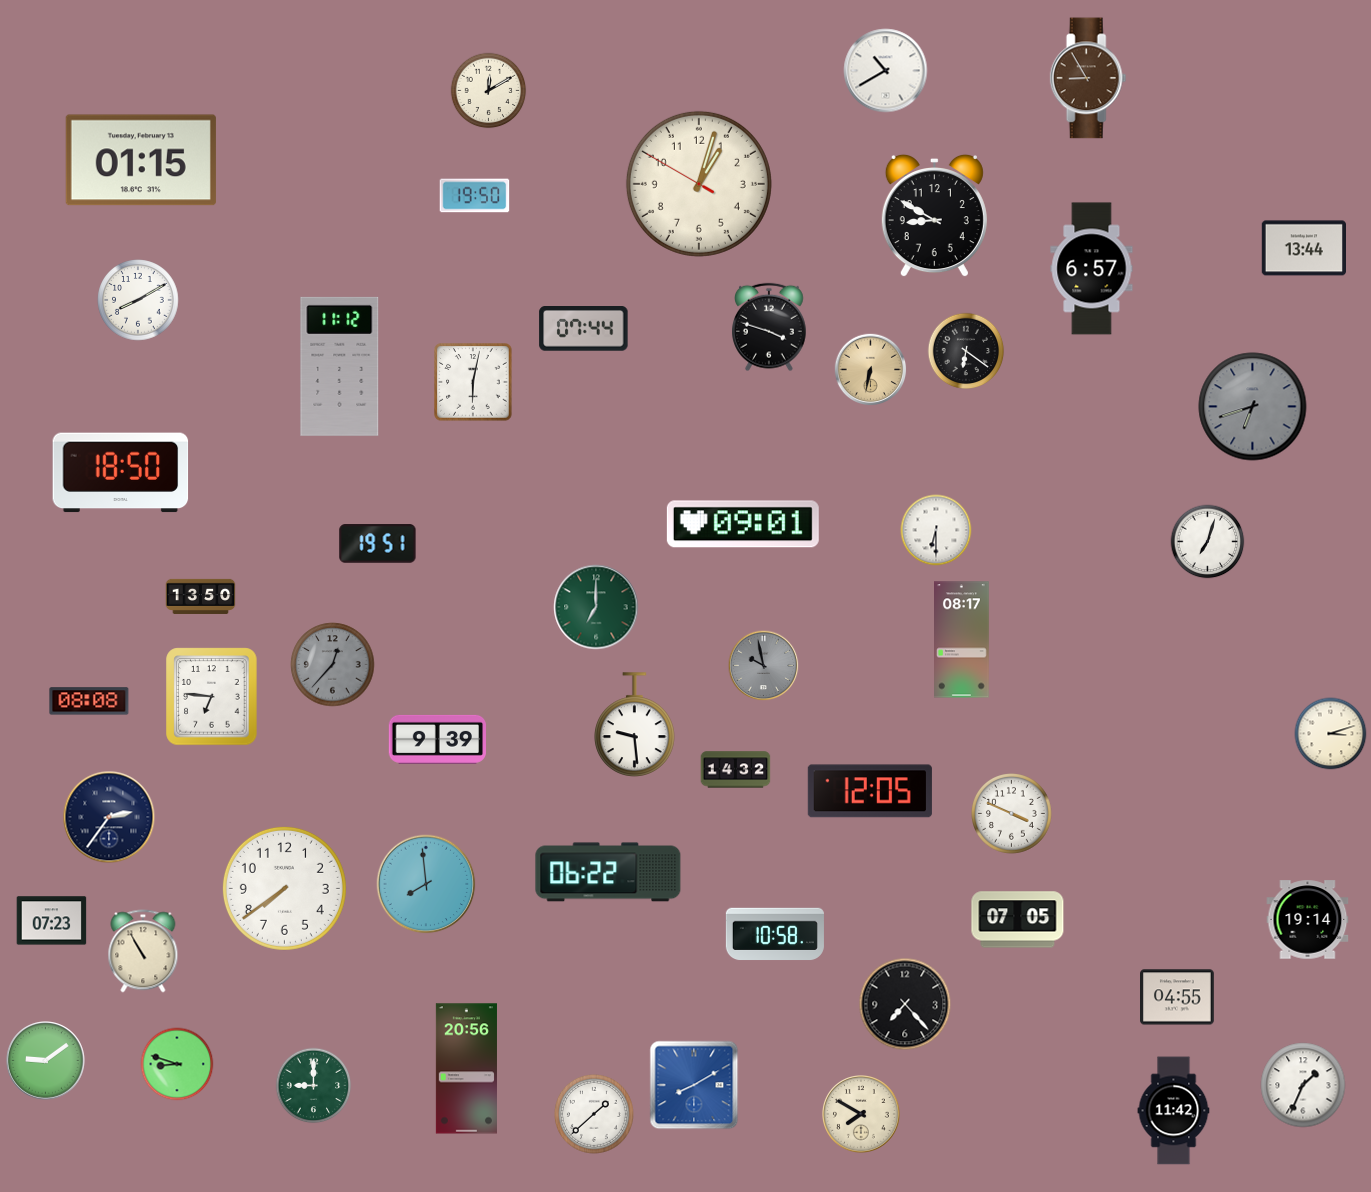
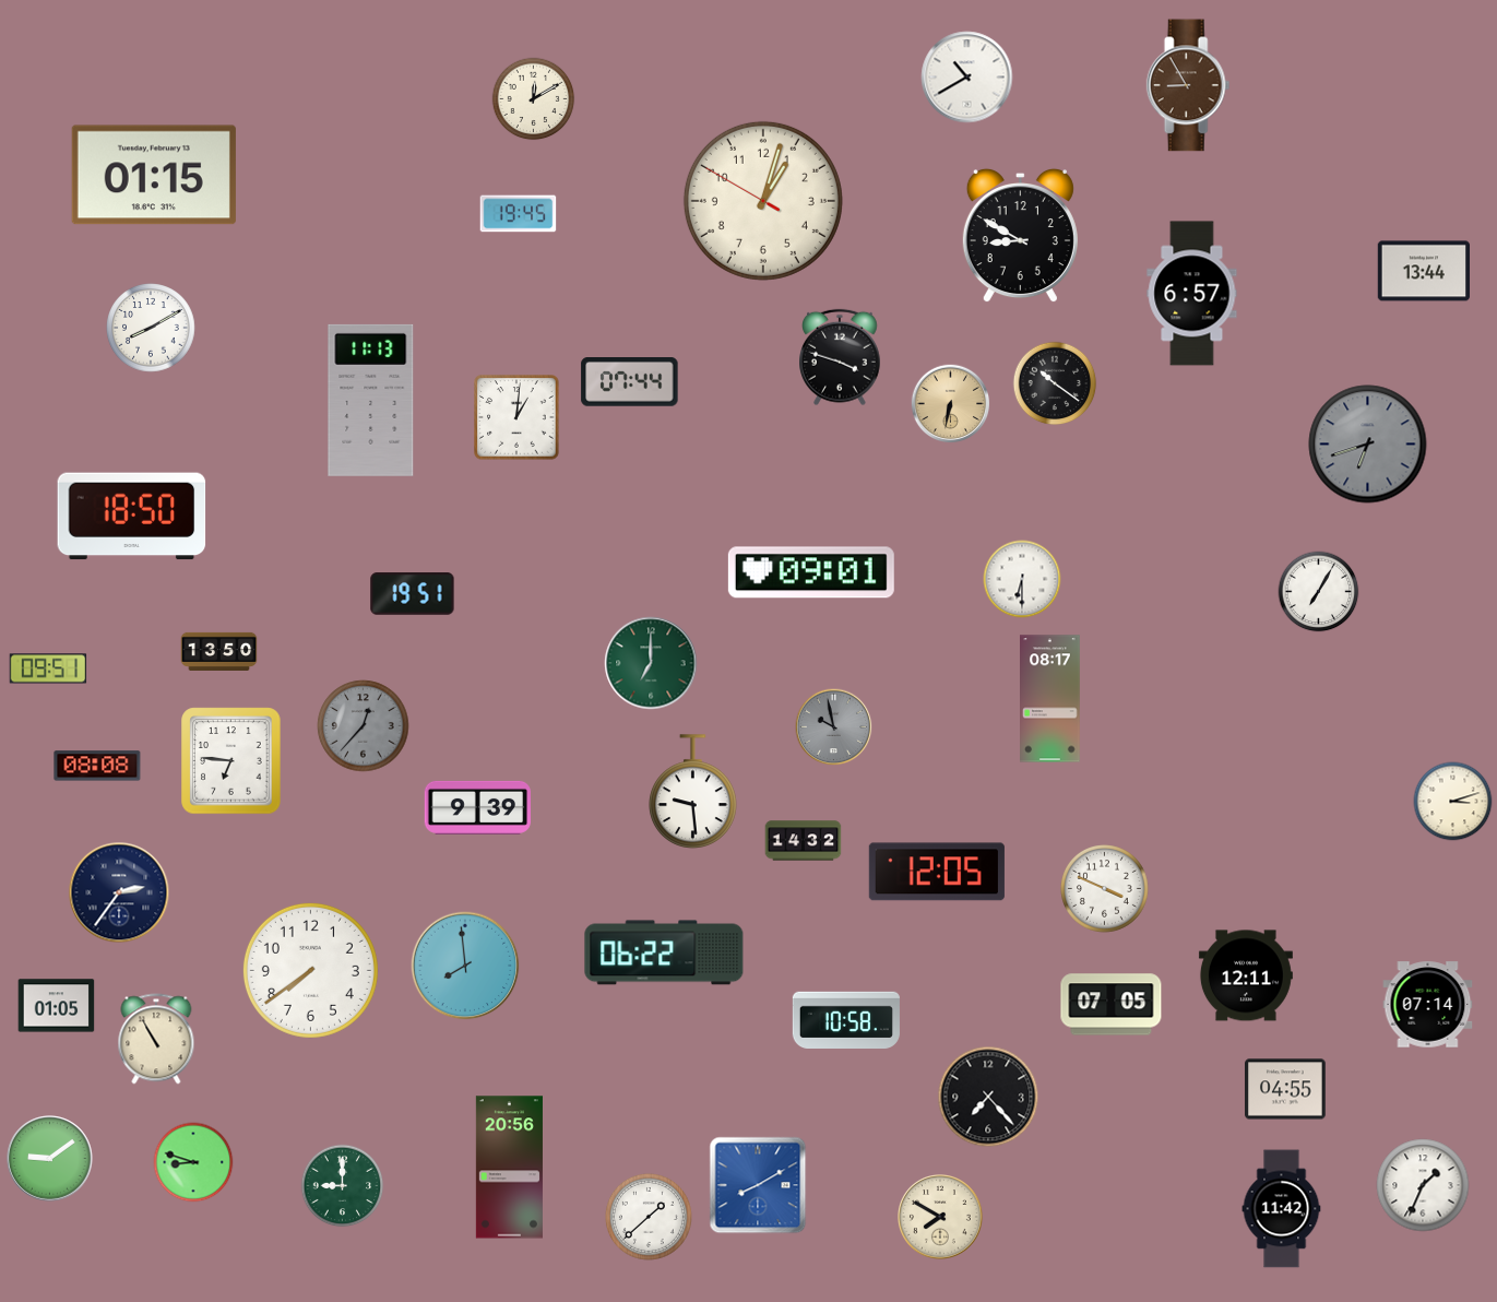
clock at (475, 196): 19:50 -> 19:45
clock at (584, 329) position: (584, 329) -> (630, 382)
clock at (966, 351): 6:21 -> 10:21
clock at (340, 366): 11:12 -> 11:13
clock at (473, 382): 6:02 -> 1:01
clock at (1208, 542): 7:03 -> 7:05
clock at (48, 668): none -> 09:51
clock at (870, 791) position: (870, 791) -> (937, 872)
clock at (1246, 975): none -> 12:11
clock at (1308, 920): 19:14 -> 07:14
clock at (52, 921): 07:23 -> 01:05
clock at (1174, 1111) position: (1174, 1111) -> (1282, 1209)
